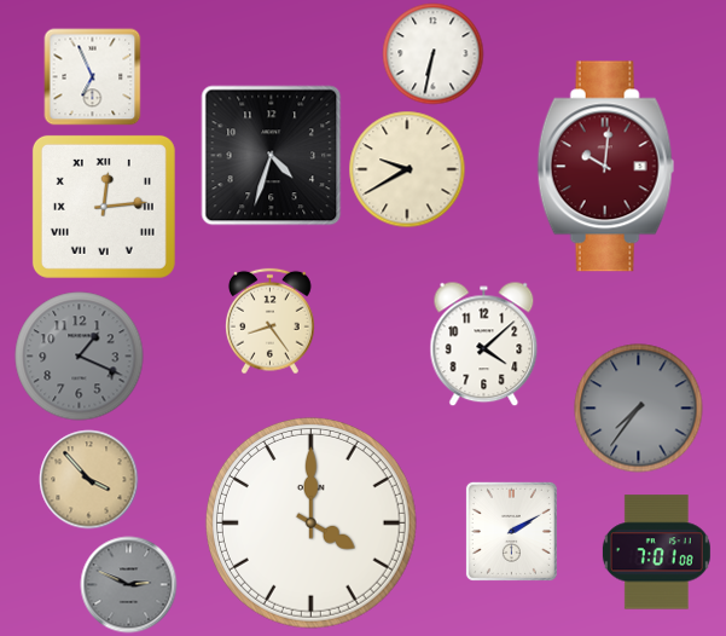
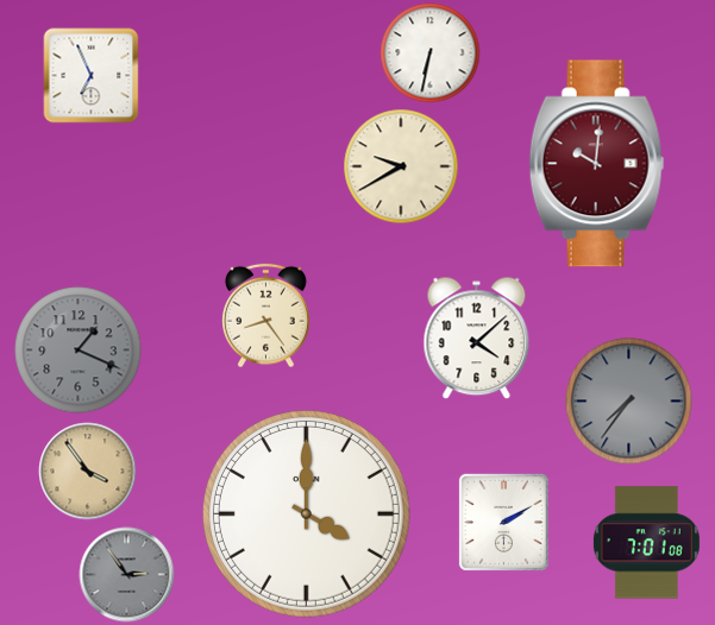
clock at (434, 54) position: (434, 54) -> (431, 53)
clock at (272, 156): 4:33 -> none
clock at (104, 207): 12:14 -> none
clock at (89, 480): 3:53 -> 3:54
clock at (129, 585): 2:49 -> 2:54
